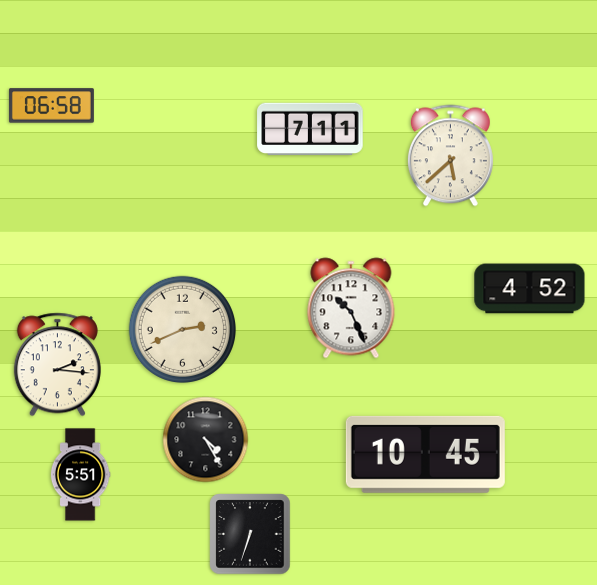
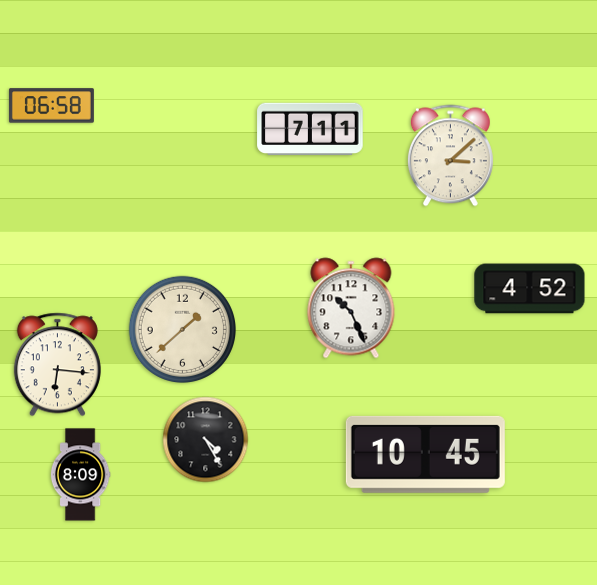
clock at (450, 156): 5:38 -> 3:08
clock at (182, 329): 2:41 -> 1:38
clock at (57, 365): 2:16 -> 6:16
clock at (80, 475): 5:51 -> 8:09
clock at (250, 534): 6:33 -> none
